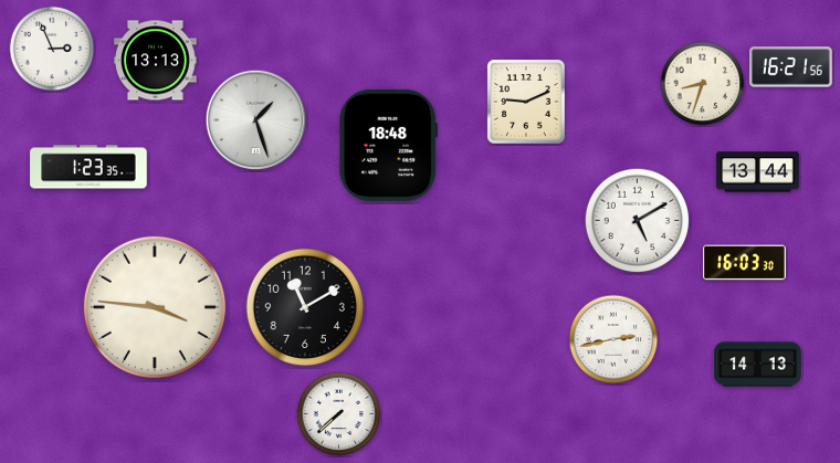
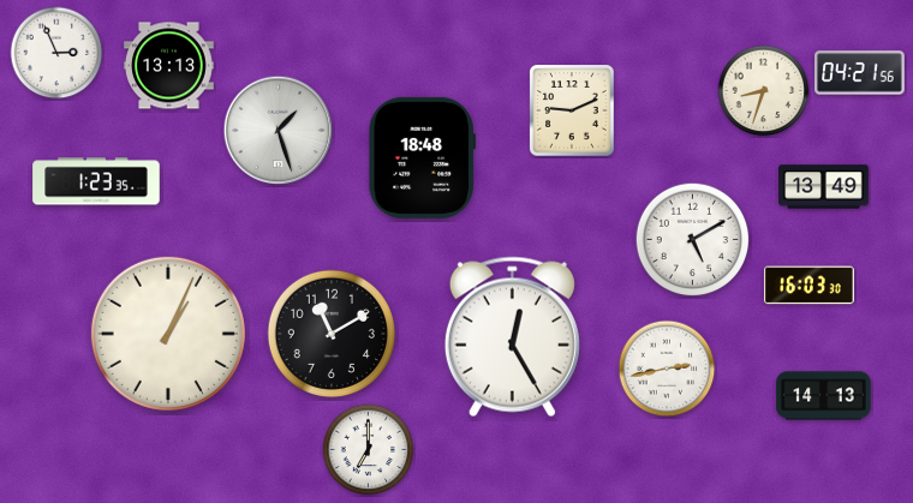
clock at (791, 67): 16:21 -> 04:21
clock at (758, 172): 13:44 -> 13:49
clock at (155, 307): 3:46 -> 1:04
clock at (512, 337): none -> 12:25
clock at (339, 414): 7:38 -> 7:00
